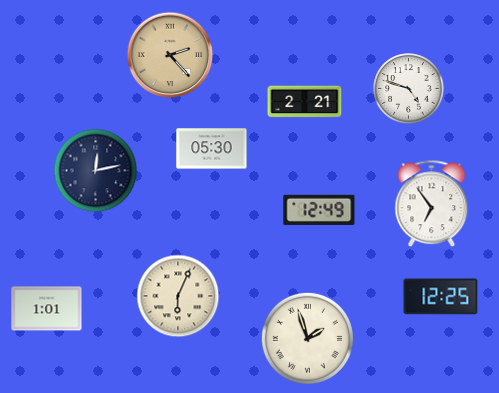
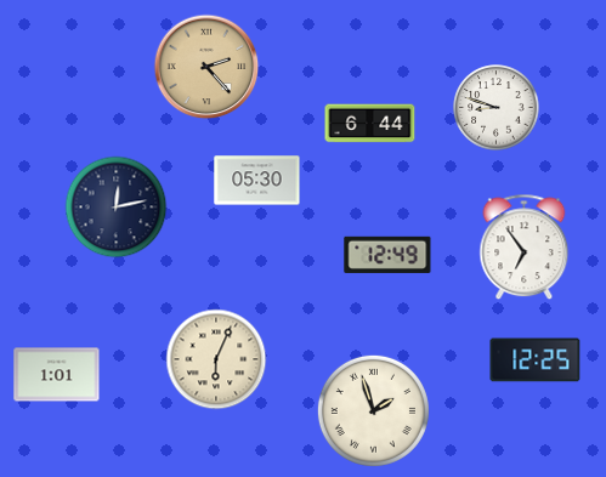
clock at (409, 89): 4:48 -> 8:48
clock at (305, 102): 2:21 -> 6:44
